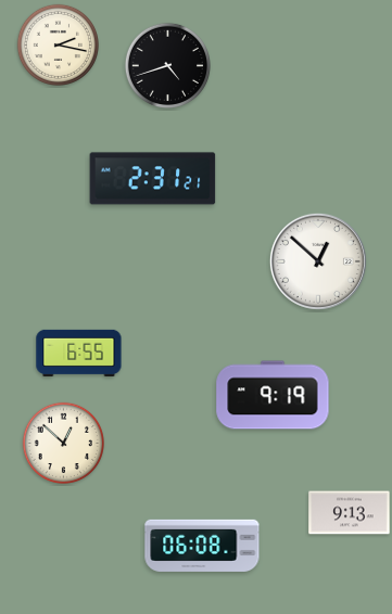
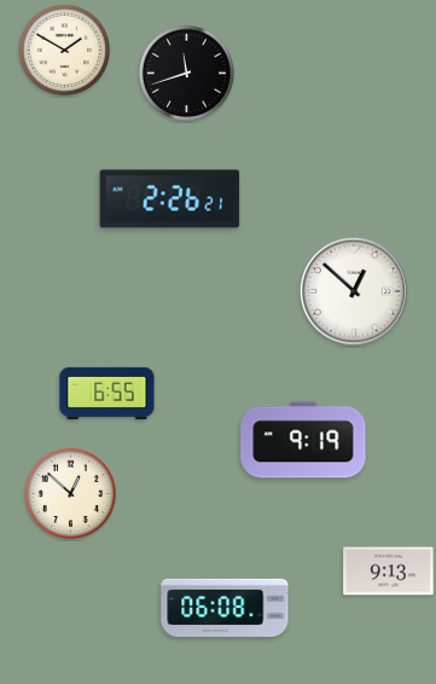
clock at (58, 44): 2:17 -> 1:50
clock at (167, 65): 4:42 -> 11:42
clock at (153, 179): 2:31 -> 2:26
clock at (79, 353) position: (79, 353) -> (107, 393)
